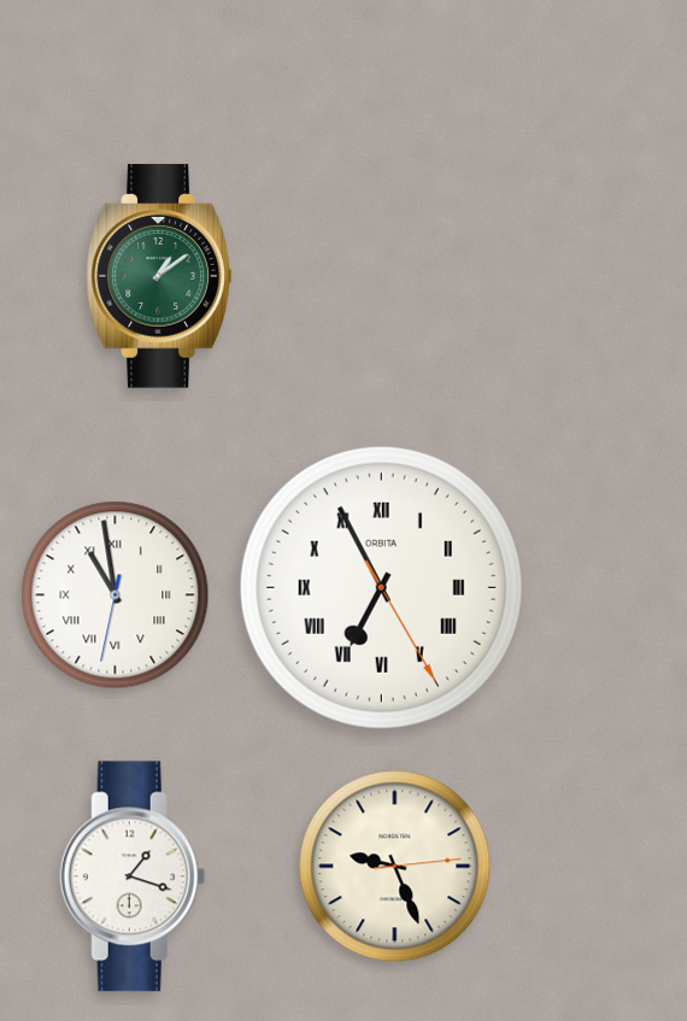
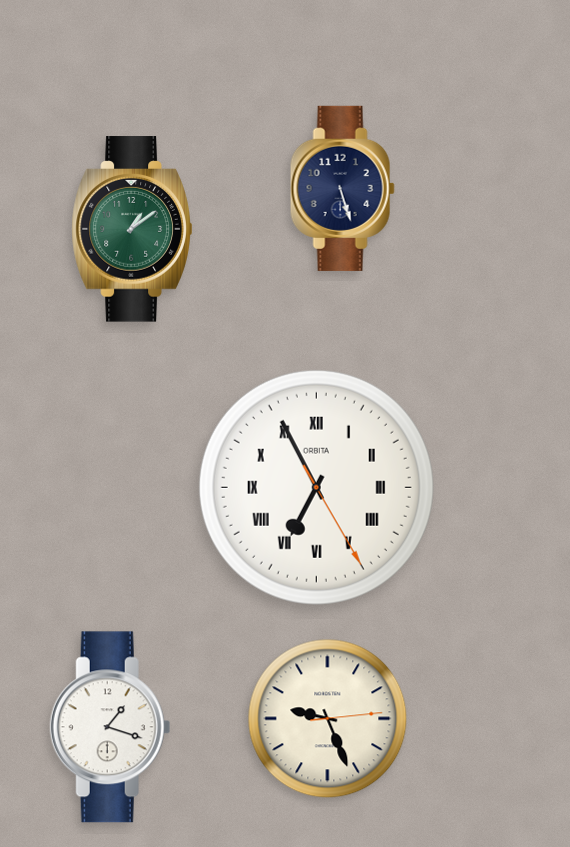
clock at (342, 188): none -> 5:27
clock at (116, 595): 10:58 -> none
